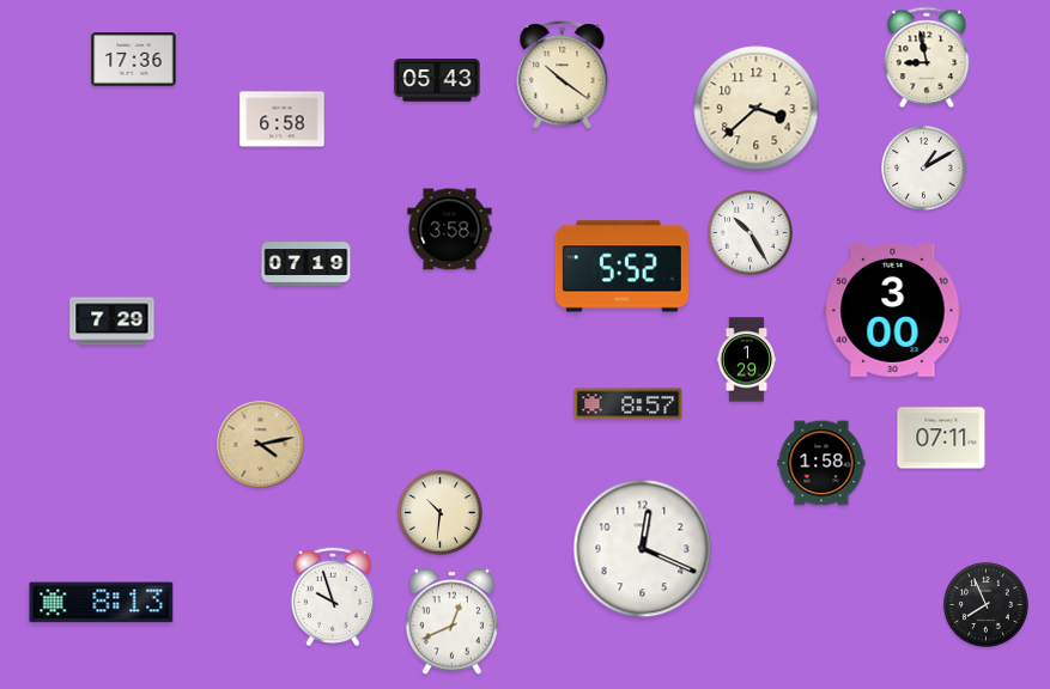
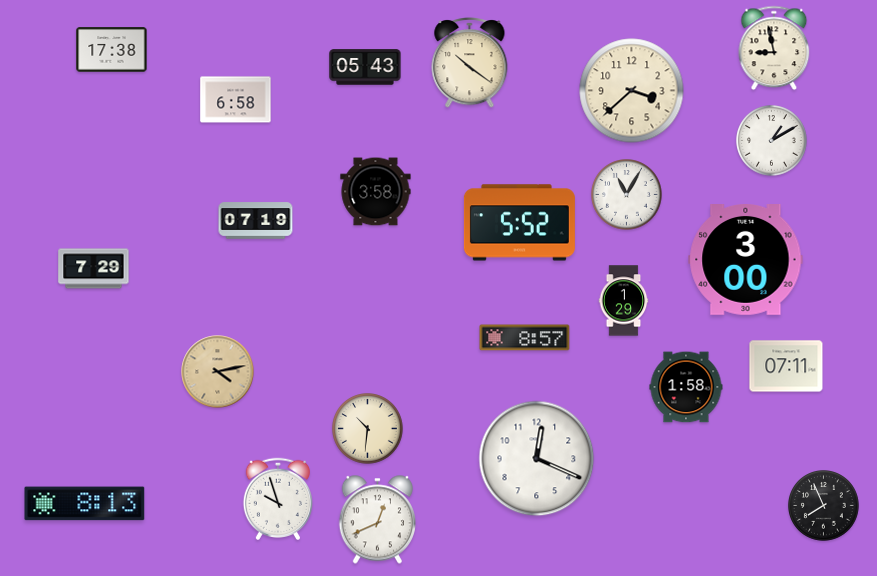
clock at (134, 60): 17:36 -> 17:38
clock at (751, 233): 10:25 -> 11:05
